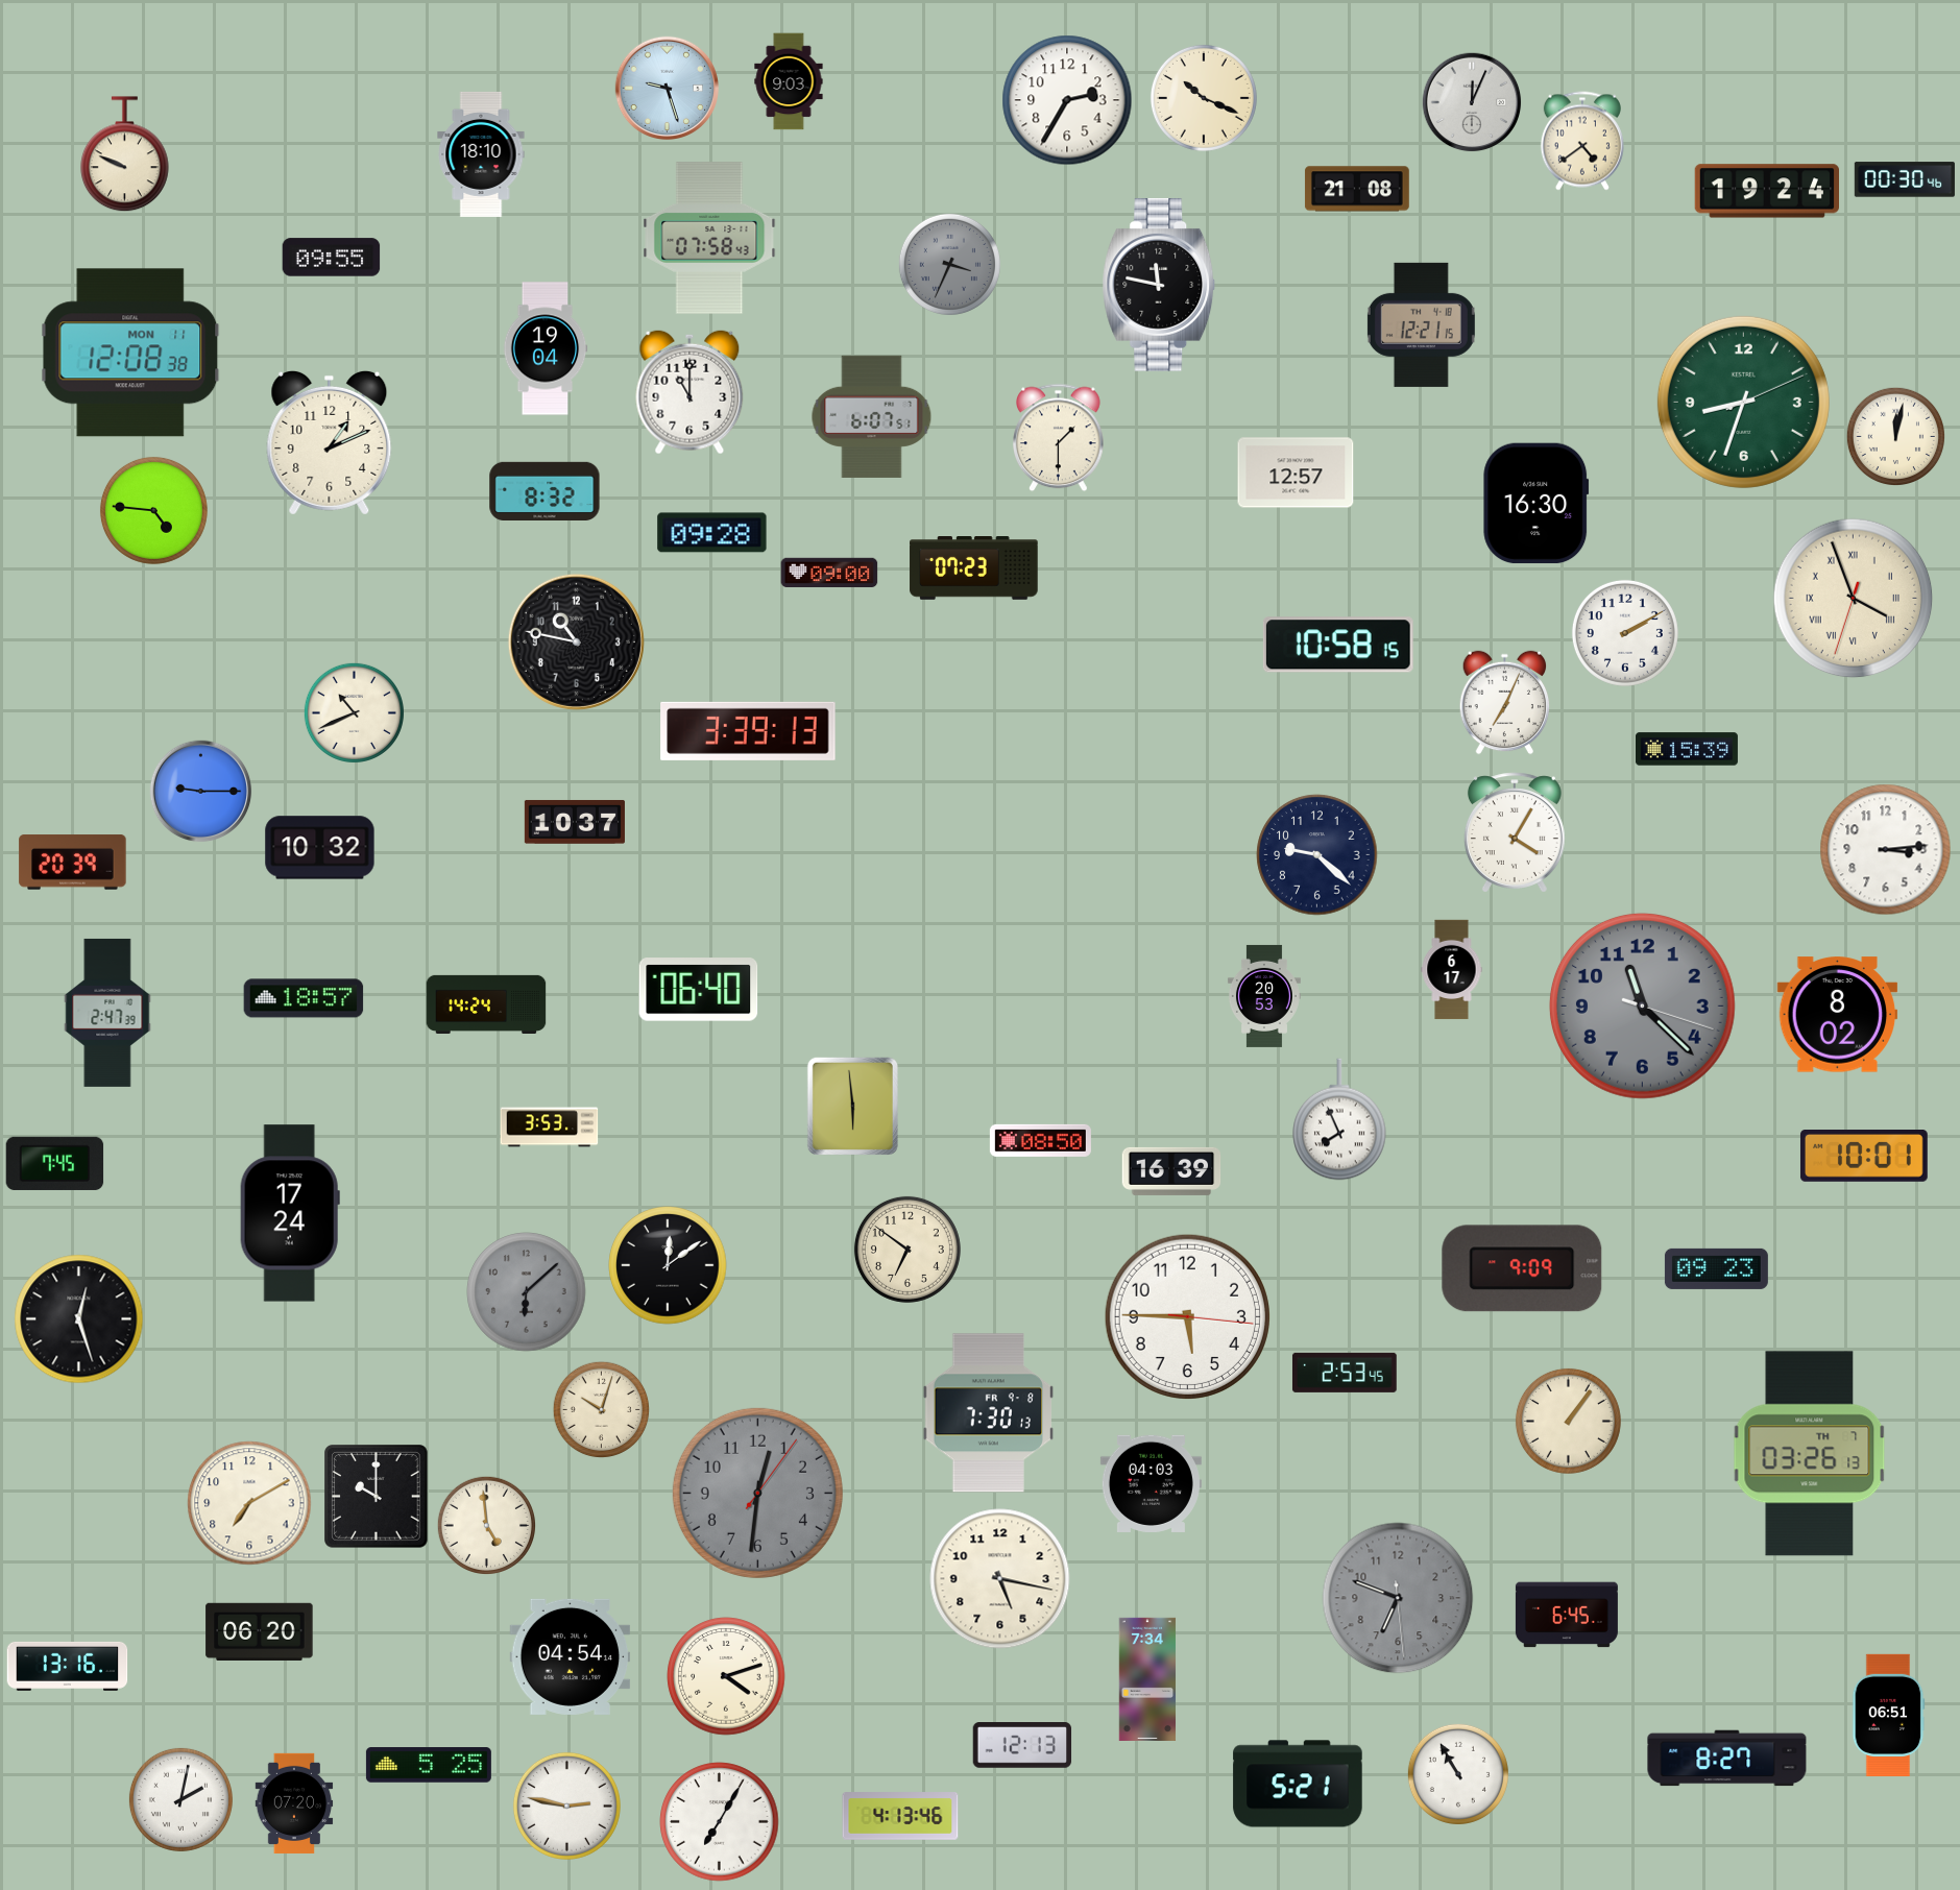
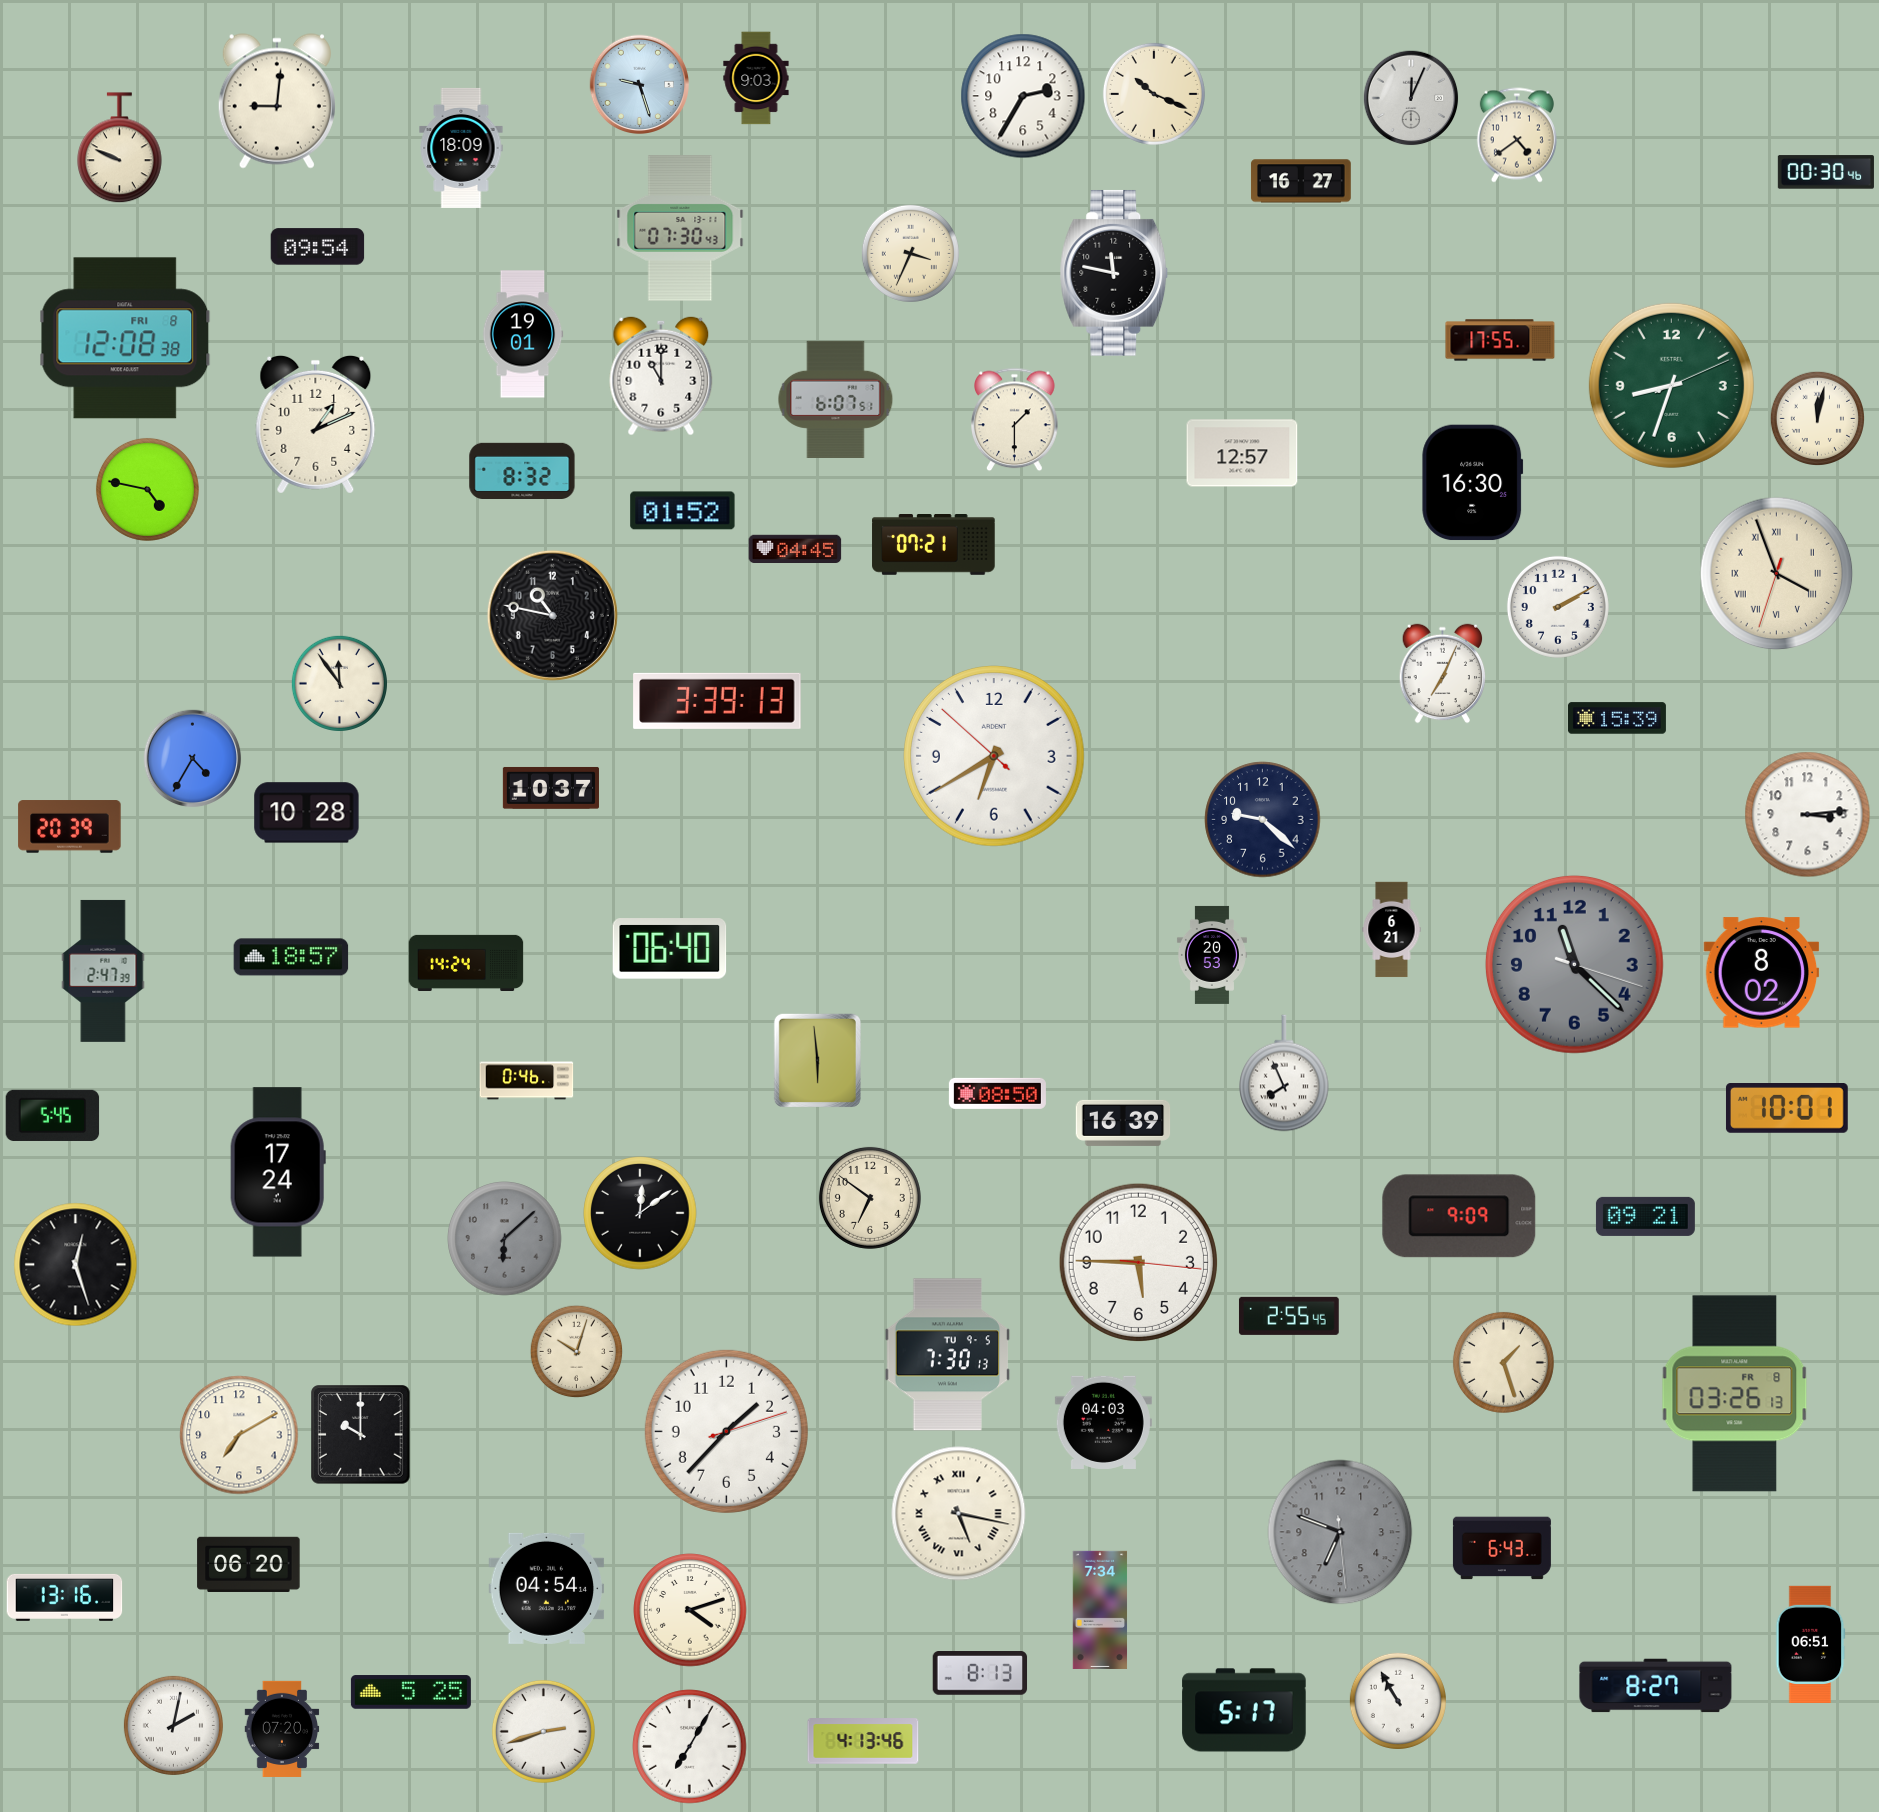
clock at (277, 101): none -> 9:01
clock at (481, 154): 18:10 -> 18:09
clock at (1357, 189): 21:08 -> 16:27
clock at (1766, 191): 19:24 -> none
clock at (709, 238): 07:58 -> 07:30
clock at (332, 258): 09:55 -> 09:54
clock at (949, 264) dial: grey -> cream
clock at (1159, 285) position: (1159, 285) -> (1114, 273)
clock at (1421, 324): 12:21 -> none
clock at (546, 348): 19:04 -> 19:01
clock at (130, 353) date: MON 11 -> FRI 8
clock at (1500, 340): none -> 17:55
clock at (153, 510): 4:46 -> 4:47
clock at (712, 533): 09:28 -> 01:52
clock at (974, 568): 07:23 -> 07:21
clock at (829, 573): 09:00 -> 04:45
clock at (1338, 645): 10:58 -> none
clock at (354, 712): 10:41 -> 11:54
clock at (995, 757): none -> 6:39
clock at (201, 792): 9:15 -> 4:35
clock at (1515, 832): 4:05 -> none
clock at (320, 848): 10:32 -> 10:28
clock at (1452, 970): 6:17 -> 6:21
clock at (550, 1128): 3:53 -> 0:46
clock at (55, 1163): 7:45 -> 5:45
clock at (290, 1213) position: (290, 1213) -> (278, 1172)
clock at (1716, 1268): 09:23 -> 09:21
clock at (1345, 1373): 2:53 -> 2:55
clock at (989, 1413) date: FR 9-8 -> TU 9-5
clock at (1568, 1421): 1:06 -> 1:27
clock at (1810, 1454) date: TH 7 -> FR 8
clock at (757, 1493): 12:31 -> 1:37
clock at (757, 1493) dial: grey -> white
clock at (249, 1503) position: (249, 1503) -> (239, 1435)
clock at (486, 1525): 4:59 -> none
clock at (1000, 1579) numerals: Arabic -> Roman
clock at (1567, 1615): 6:45 -> 6:43
clock at (726, 1676) position: (726, 1676) -> (690, 1610)
clock at (1022, 1746): 12:13 -> 8:13
clock at (1298, 1784): 5:21 -> 5:17
clock at (566, 1806): 2:47 -> 2:42
